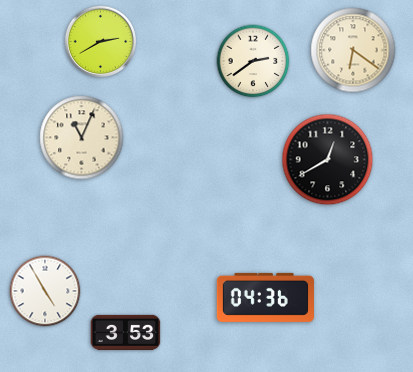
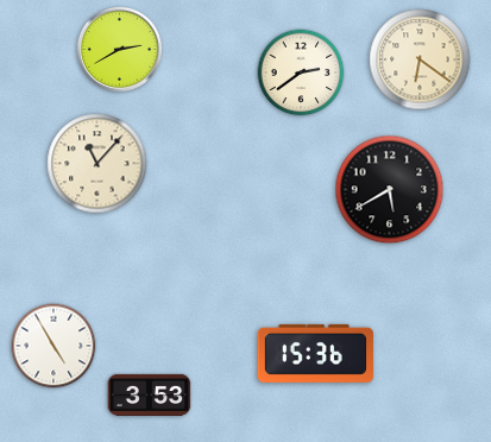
clock at (82, 138): 11:04 -> 11:07
clock at (328, 160): 12:40 -> 5:40
clock at (265, 297): 04:36 -> 15:36
